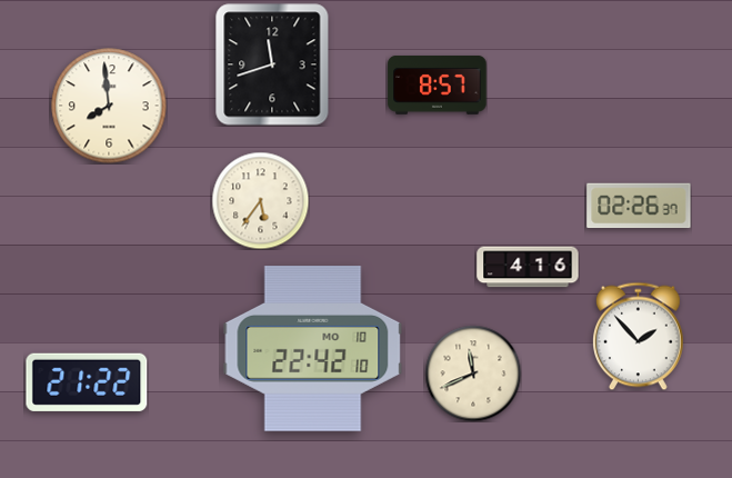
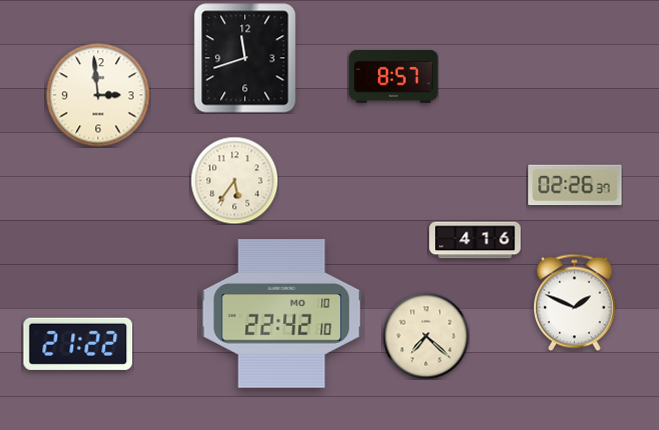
clock at (109, 106): 7:59 -> 2:59
clock at (639, 336): 1:53 -> 1:49
clock at (473, 374): 11:41 -> 7:22
